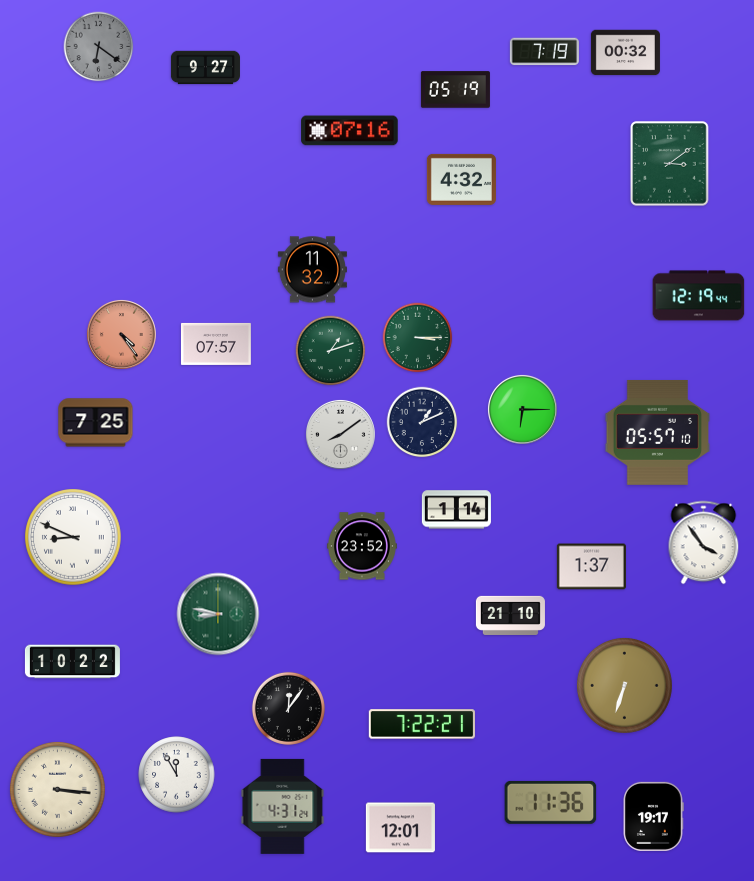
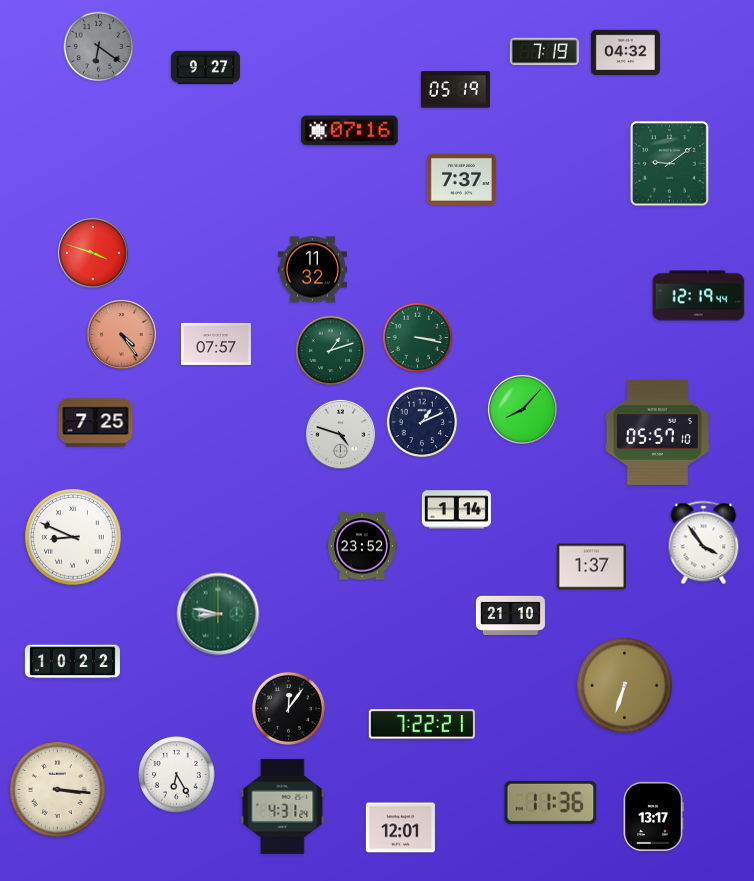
clock at (625, 53): 00:32 -> 04:32
clock at (670, 164): 3:09 -> 9:09
clock at (461, 179): 4:32 -> 7:37
clock at (94, 254): none -> 3:48
clock at (418, 338): 3:15 -> 3:17
clock at (522, 409): 6:15 -> 8:07
clock at (340, 434): 8:09 -> 4:48
clock at (177, 775): 11:55 -> 6:25
clock at (653, 816): 19:17 -> 13:17
